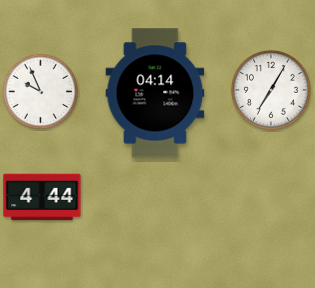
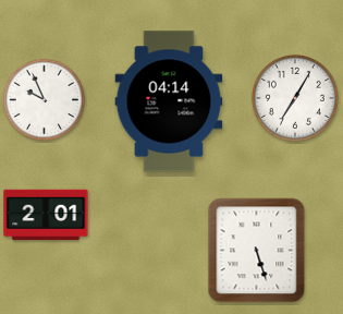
clock at (42, 197): 4:44 -> 2:01
clock at (257, 251): none -> 5:27
